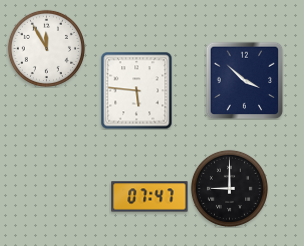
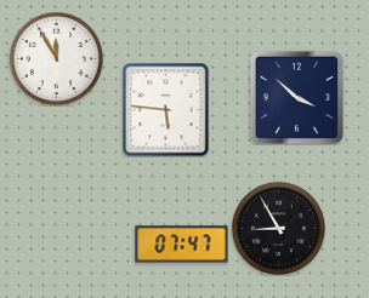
clock at (229, 188): 9:00 -> 8:55
clock at (150, 197) position: (150, 197) -> (182, 245)
